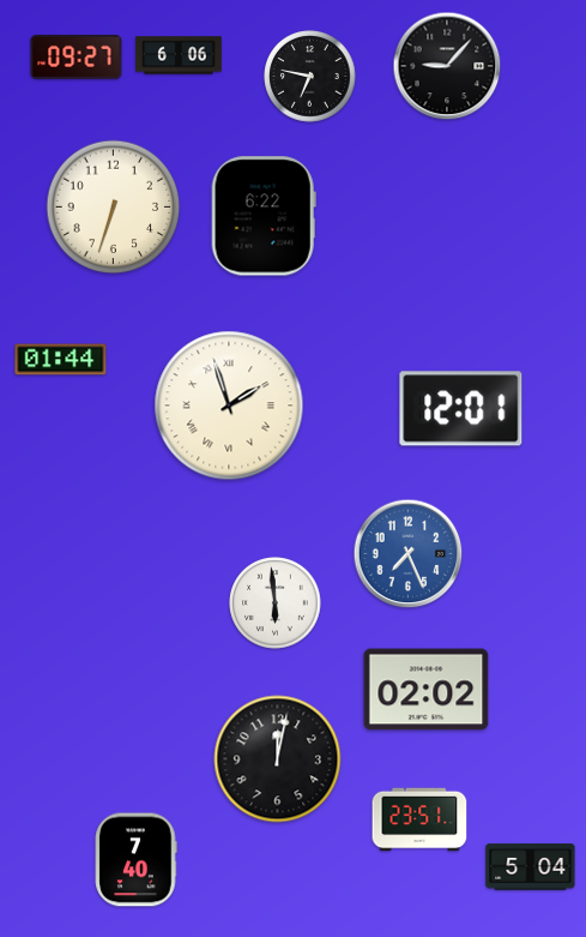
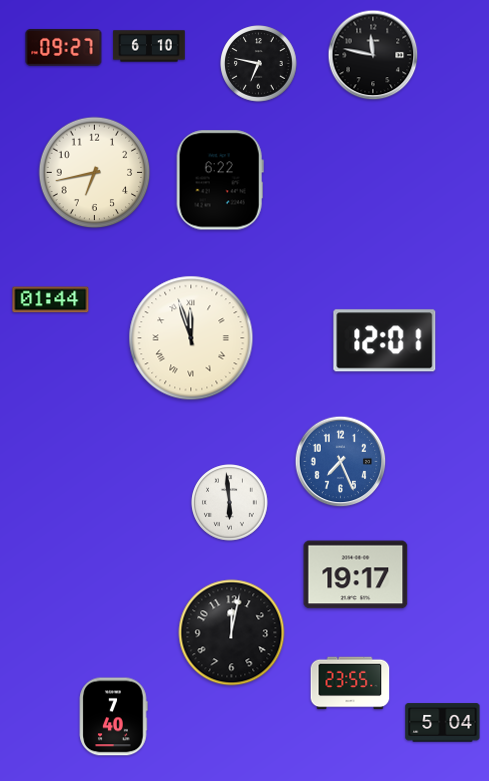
clock at (179, 55): 6:06 -> 6:10
clock at (447, 66): 9:07 -> 11:47
clock at (114, 208): 6:33 -> 6:43
clock at (229, 406): 1:57 -> 11:57
clock at (427, 690): 02:02 -> 19:17
clock at (419, 819): 23:51 -> 23:55
